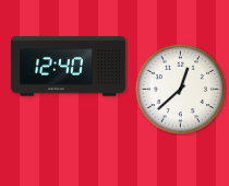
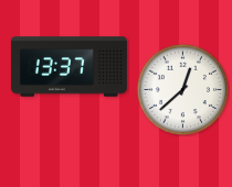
clock at (68, 67): 12:40 -> 13:37
